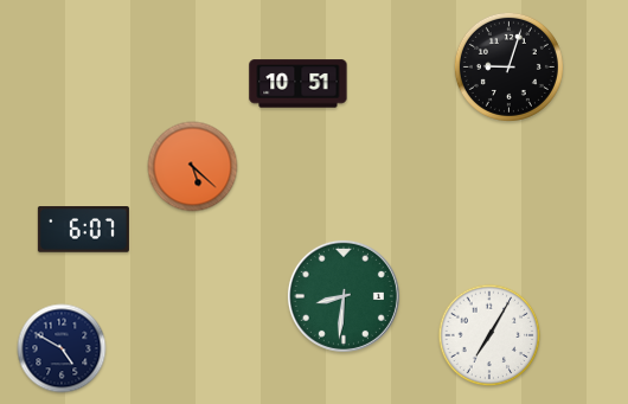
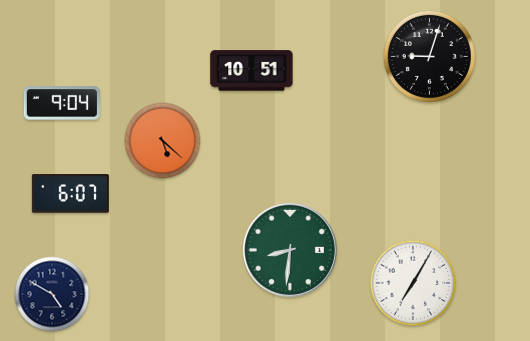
clock at (62, 103): none -> 9:04
